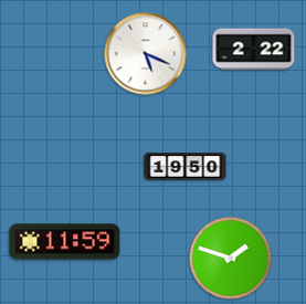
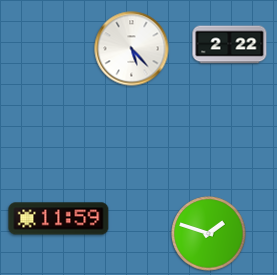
clock at (146, 54): 5:19 -> 5:23
clock at (186, 167): 19:50 -> none
